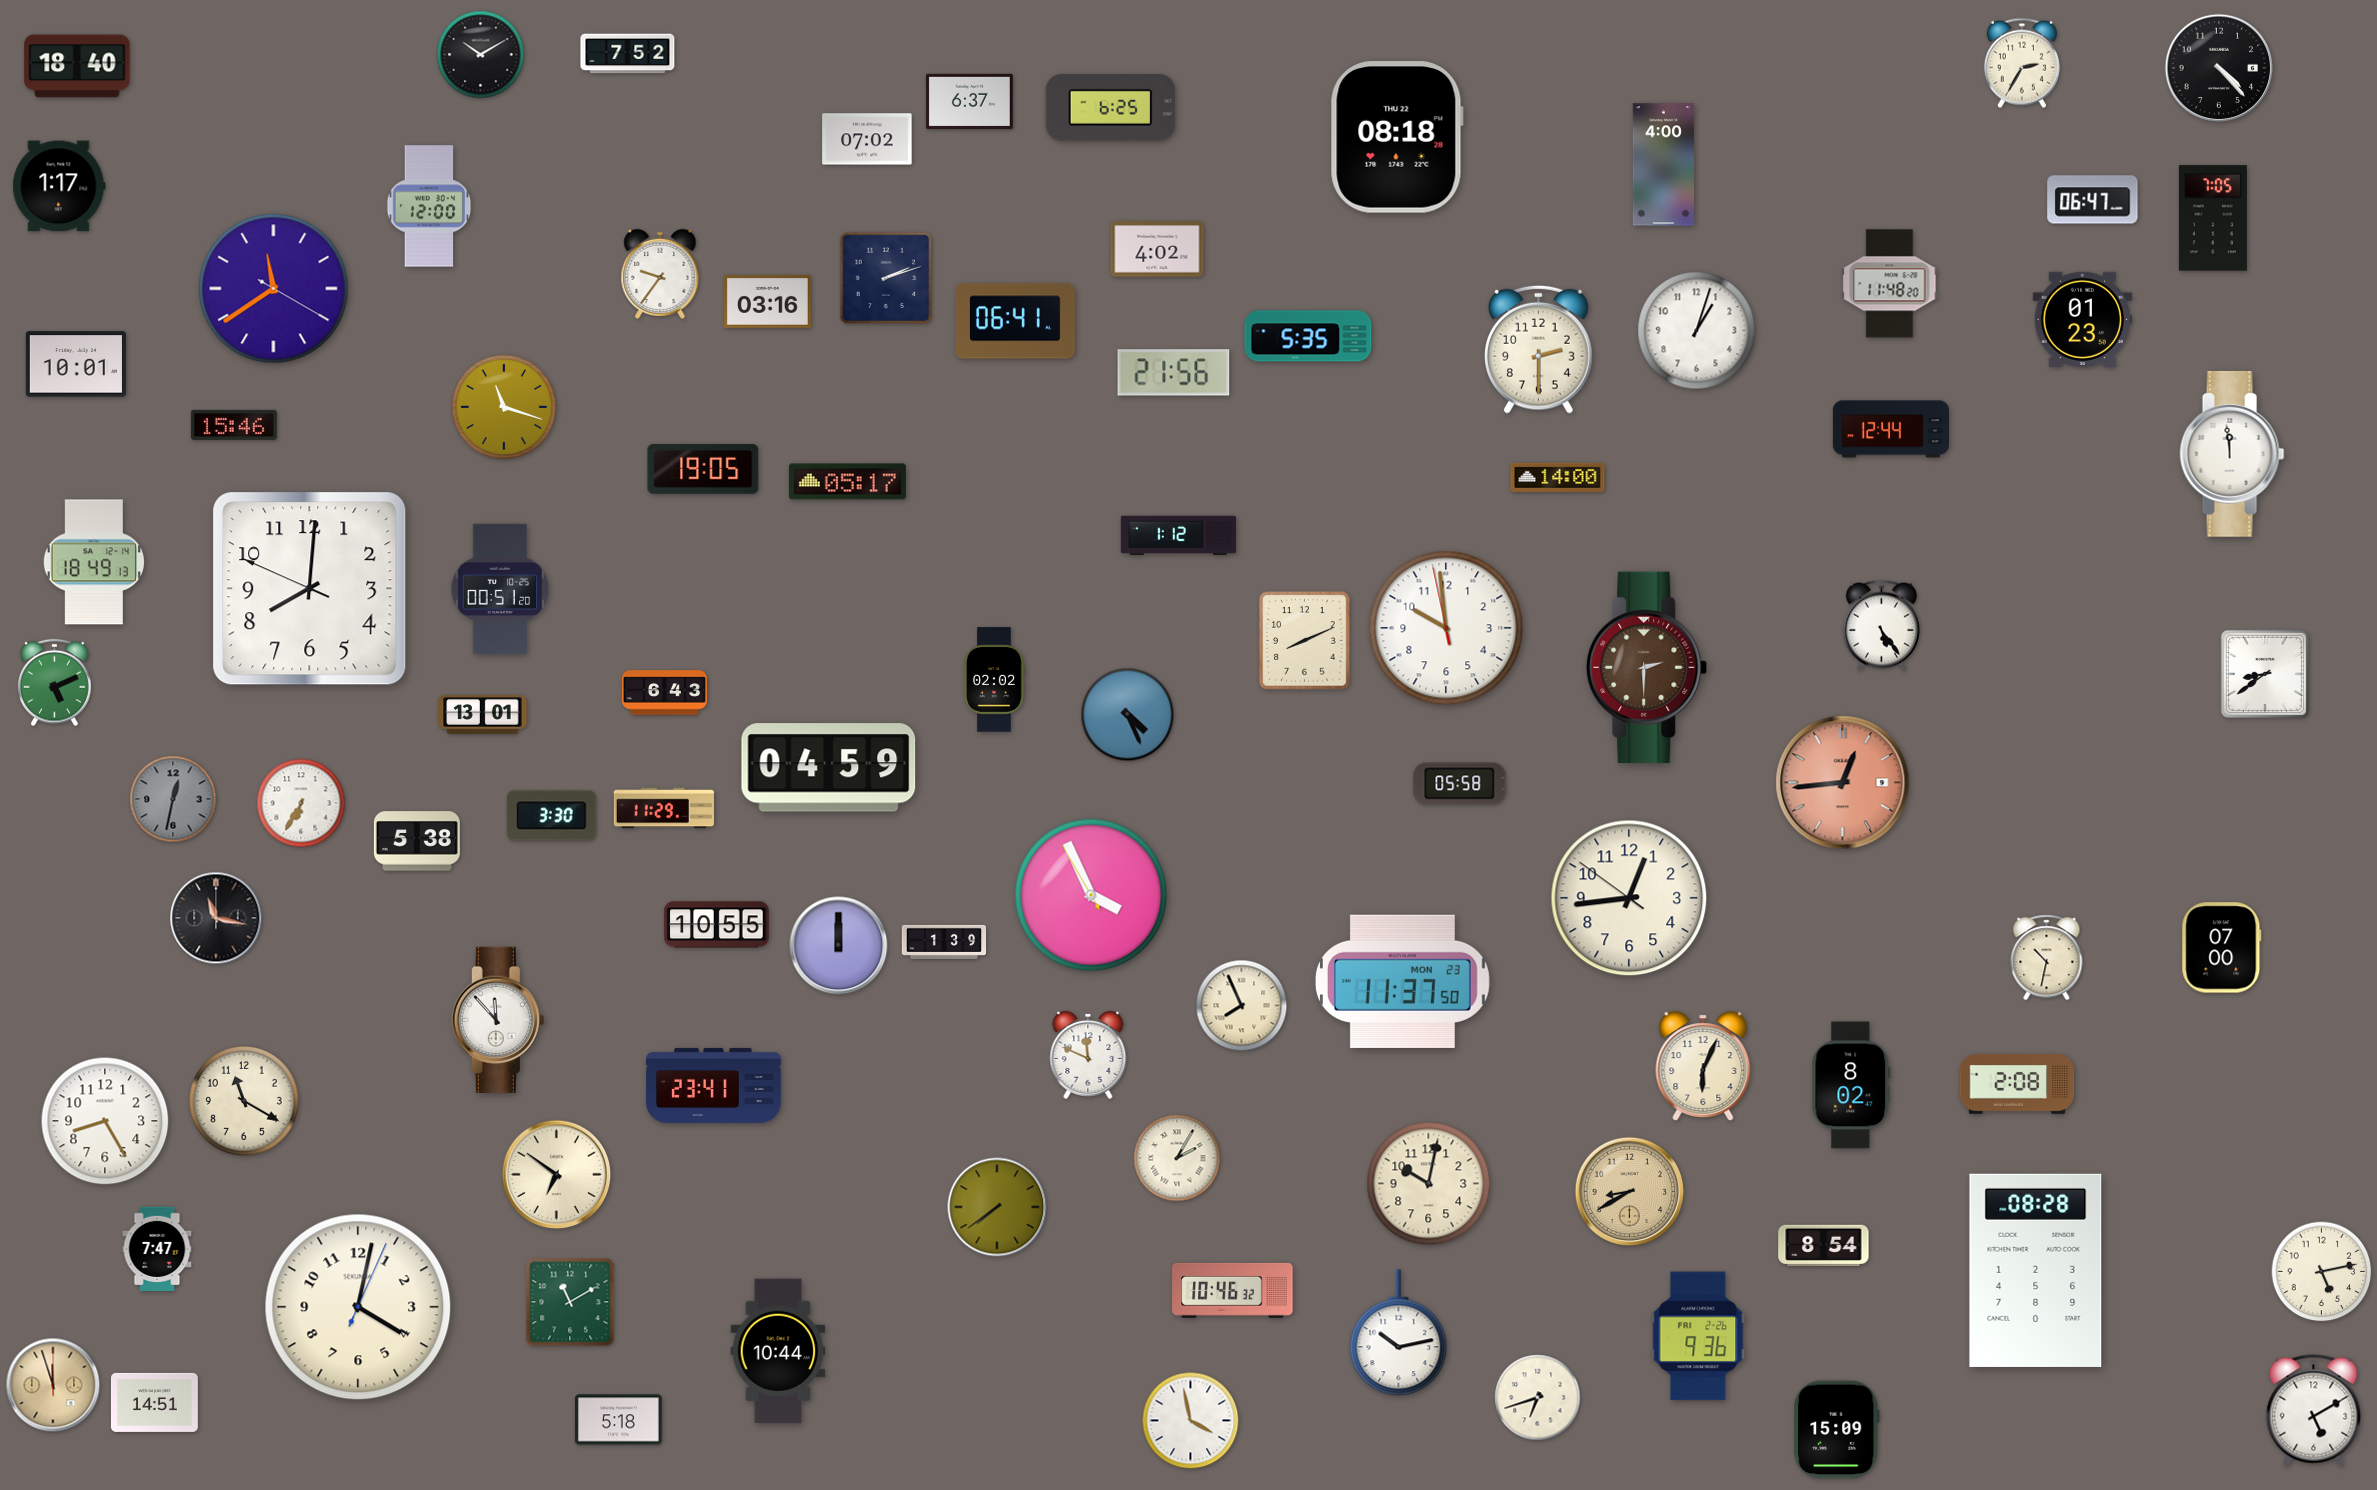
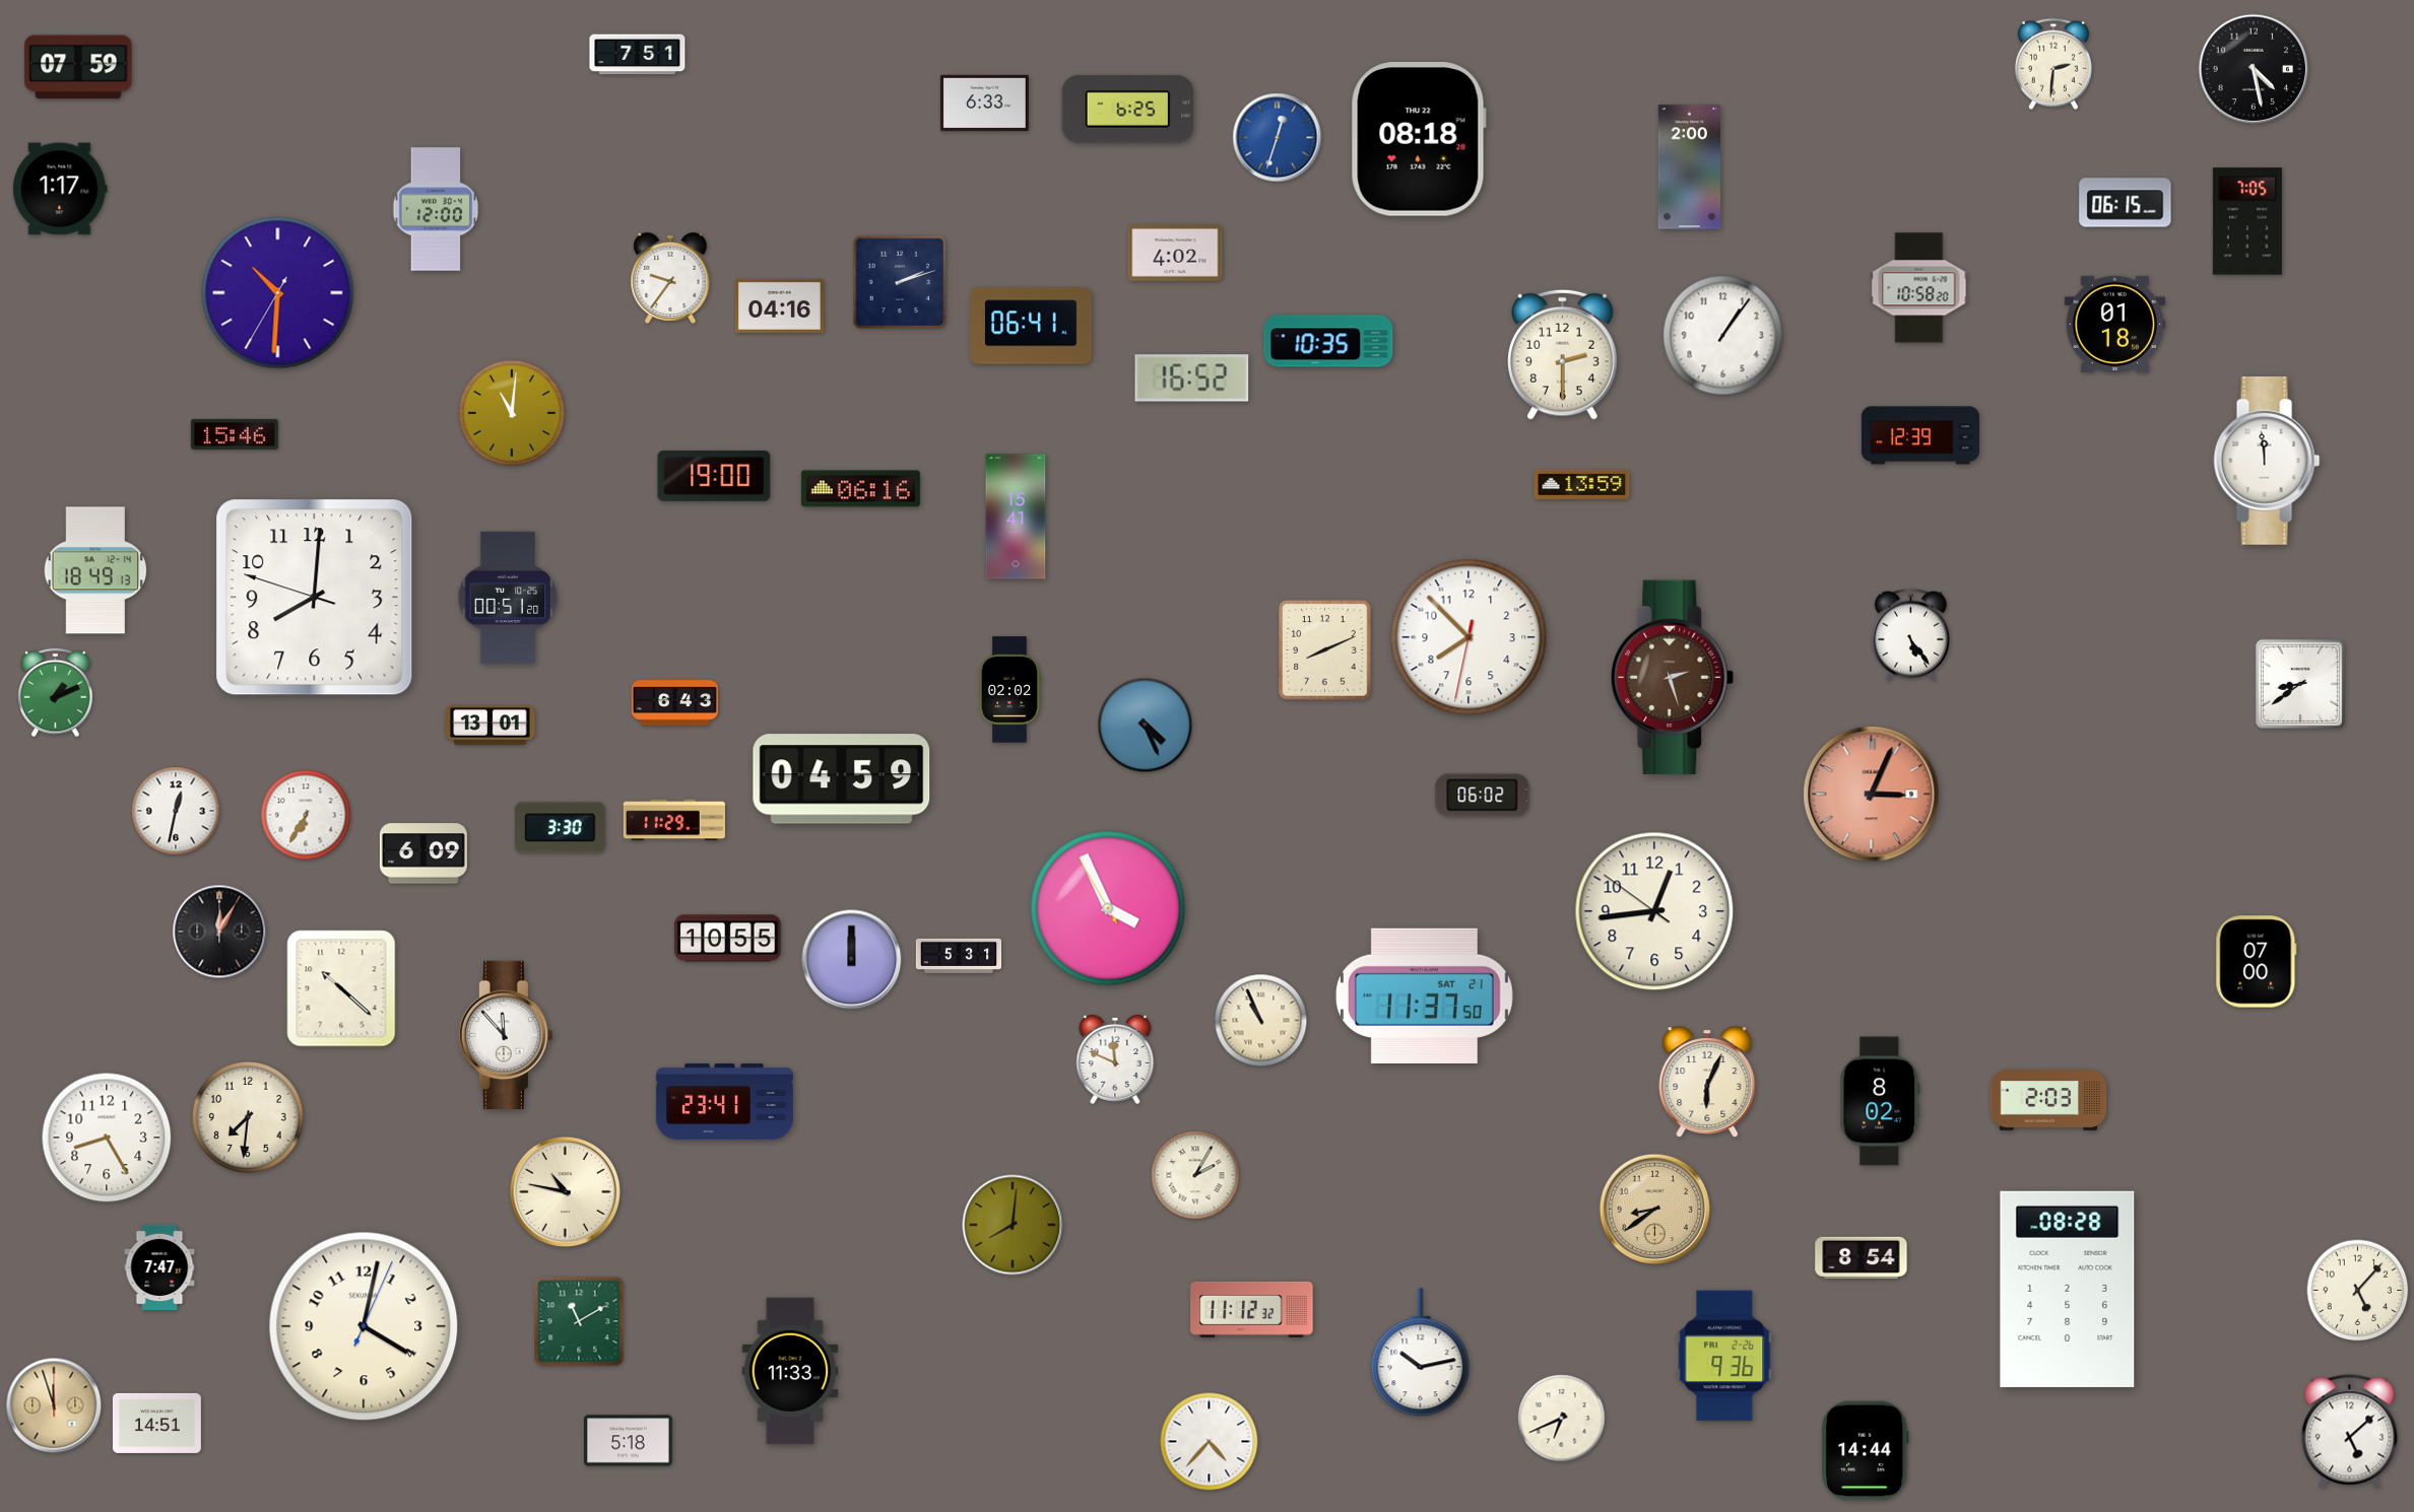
clock at (628, 54): 7:52 -> 7:51
clock at (481, 55): 10:10 -> none
clock at (2022, 63): 2:35 -> 2:31
clock at (77, 66): 18:40 -> 07:59
clock at (2219, 68): 4:23 -> 4:28
clock at (969, 101): 6:37 -> 6:33
clock at (1278, 138): none -> 12:33
clock at (867, 139): 07:02 -> none
clock at (1663, 165): 4:00 -> 2:00
clock at (2093, 200): 06:47 -> 06:15
clock at (1890, 284): 11:48 -> 10:58
clock at (274, 289): 11:39 -> 10:30
clock at (767, 301): 03:16 -> 04:16
clock at (2082, 319): 01:23 -> 01:18
clock at (1697, 331): 1:03 -> 1:06
clock at (1308, 336): 5:35 -> 10:35
clock at (76, 364): 10:01 -> none
clock at (1174, 373): 21:56 -> 16:52
clock at (504, 407): 11:18 -> 11:01
clock at (234, 425) position: (234, 425) -> (235, 434)
clock at (1891, 429): 12:44 -> 12:39
clock at (703, 469): 19:05 -> 19:00
clock at (1558, 477): 14:00 -> 13:59
clock at (847, 482): 05:17 -> 06:16
clock at (1016, 517): none -> 15:41
clock at (1179, 536): 1:12 -> none
clock at (310, 589): 8:00:49 -> 8:00:48
clock at (1446, 628): 9:58 -> 7:52
clock at (1647, 668): 2:30 -> 2:27
clock at (55, 683): 5:11 -> 1:11
clock at (1843, 783): 12:44 -> 3:04
clock at (1460, 784): 05:58 -> 06:02
clock at (173, 799) dial: grey -> white
clock at (417, 841): 5:38 -> 6:09
clock at (216, 918): 11:17 -> 12:05
clock at (944, 942): 1:39 -> 5:31
clock at (2047, 958): 10:32 -> none
clock at (341, 988): none -> 10:22
clock at (1402, 981) date: MON 23 -> SAT 21
clock at (1242, 1006): 7:56 -> 10:56
clock at (1088, 1055) position: (1088, 1055) -> (1115, 1059)
clock at (1703, 1066) position: (1703, 1066) -> (1707, 1082)
clock at (2017, 1085): 2:08 -> 2:03
clock at (244, 1101): 11:20 -> 7:31
clock at (557, 1175): 6:51 -> 10:47
clock at (1429, 1184): 10:02 -> none
clock at (1630, 1192): 8:40 -> 8:39
clock at (997, 1207): 7:39 -> 8:01
clock at (1824, 1245) position: (1824, 1245) -> (1862, 1257)
clock at (2322, 1272): 5:13 -> 5:07
clock at (1233, 1290): 10:46 -> 11:12
clock at (778, 1351): 10:44 -> 11:33
clock at (1538, 1398): 6:42 -> 6:41
clock at (2314, 1411): 5:10 -> 5:08
clock at (1191, 1421): 3:58 -> 4:37
clock at (1837, 1430): 15:09 -> 14:44
